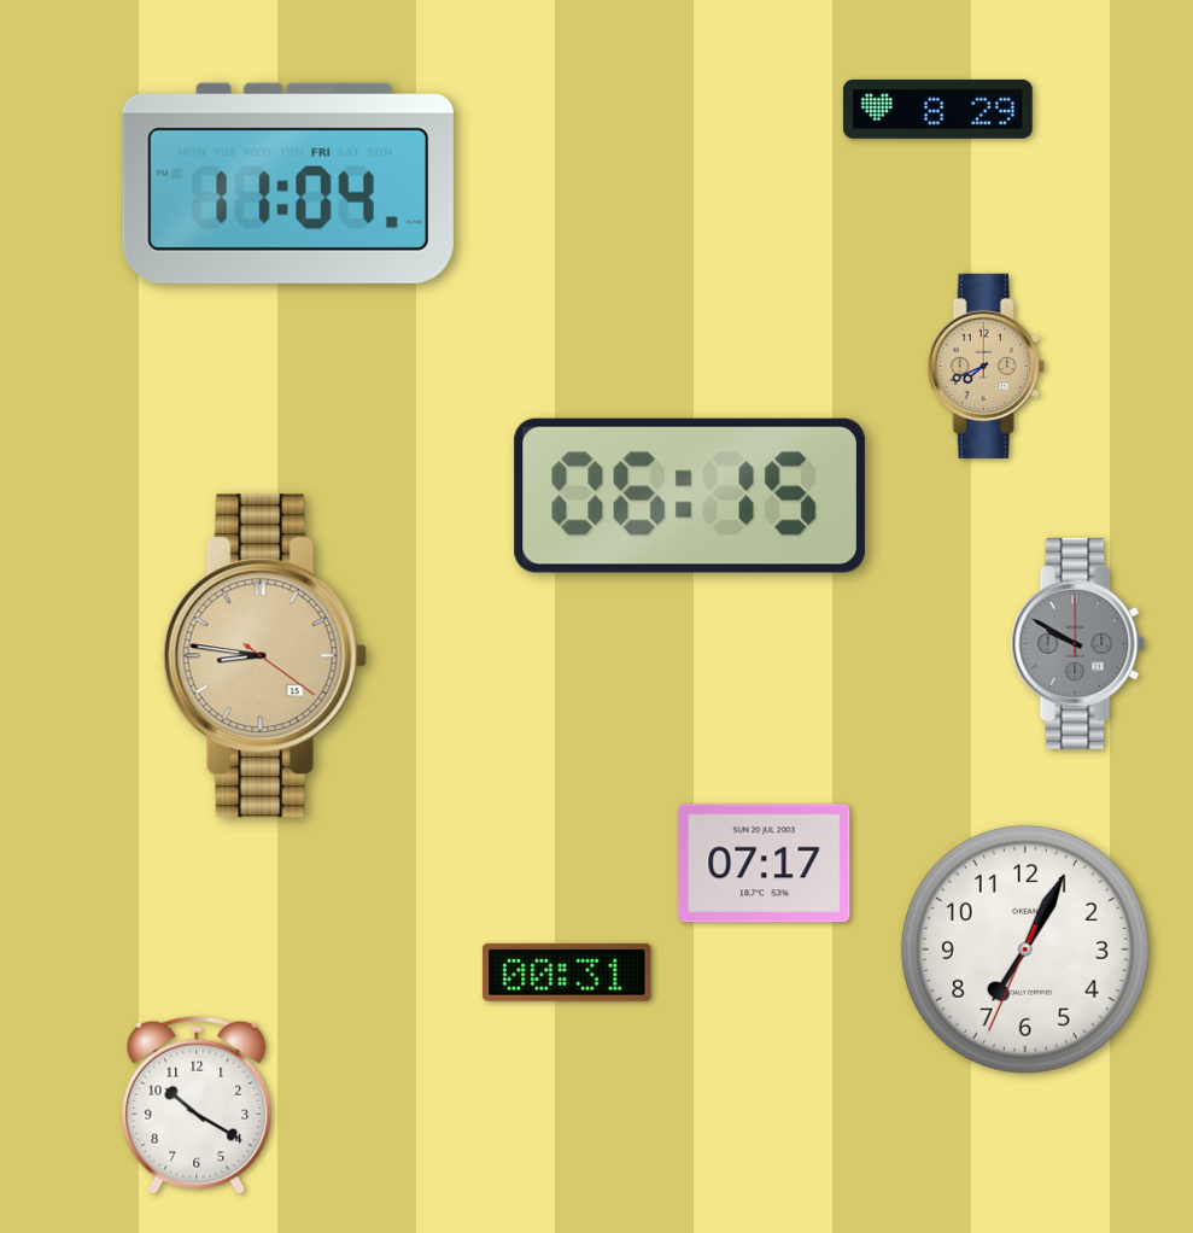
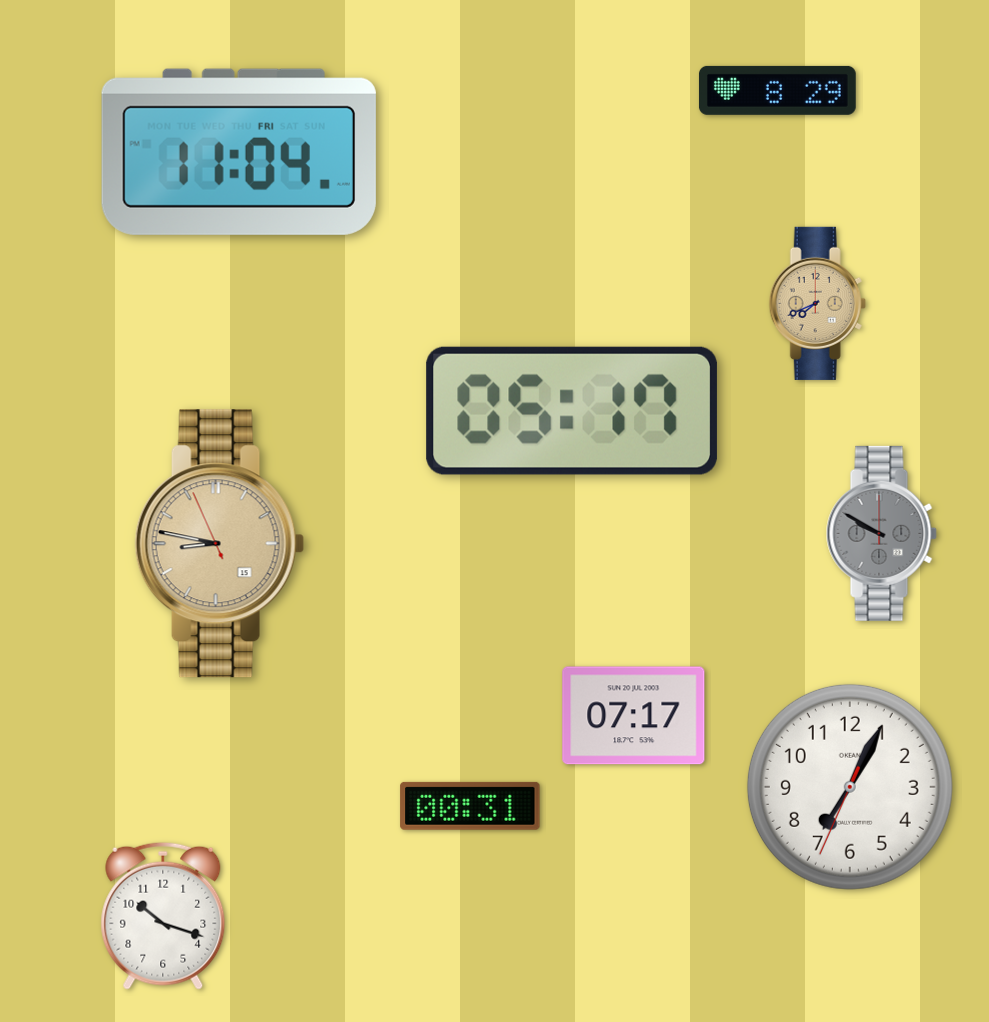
clock at (690, 496): 06:15 -> 05:17
clock at (1077, 643) position: (1077, 643) -> (881, 533)
clock at (264, 656): 8:46:21 -> 8:46:56
clock at (197, 1105): 10:20 -> 10:18
